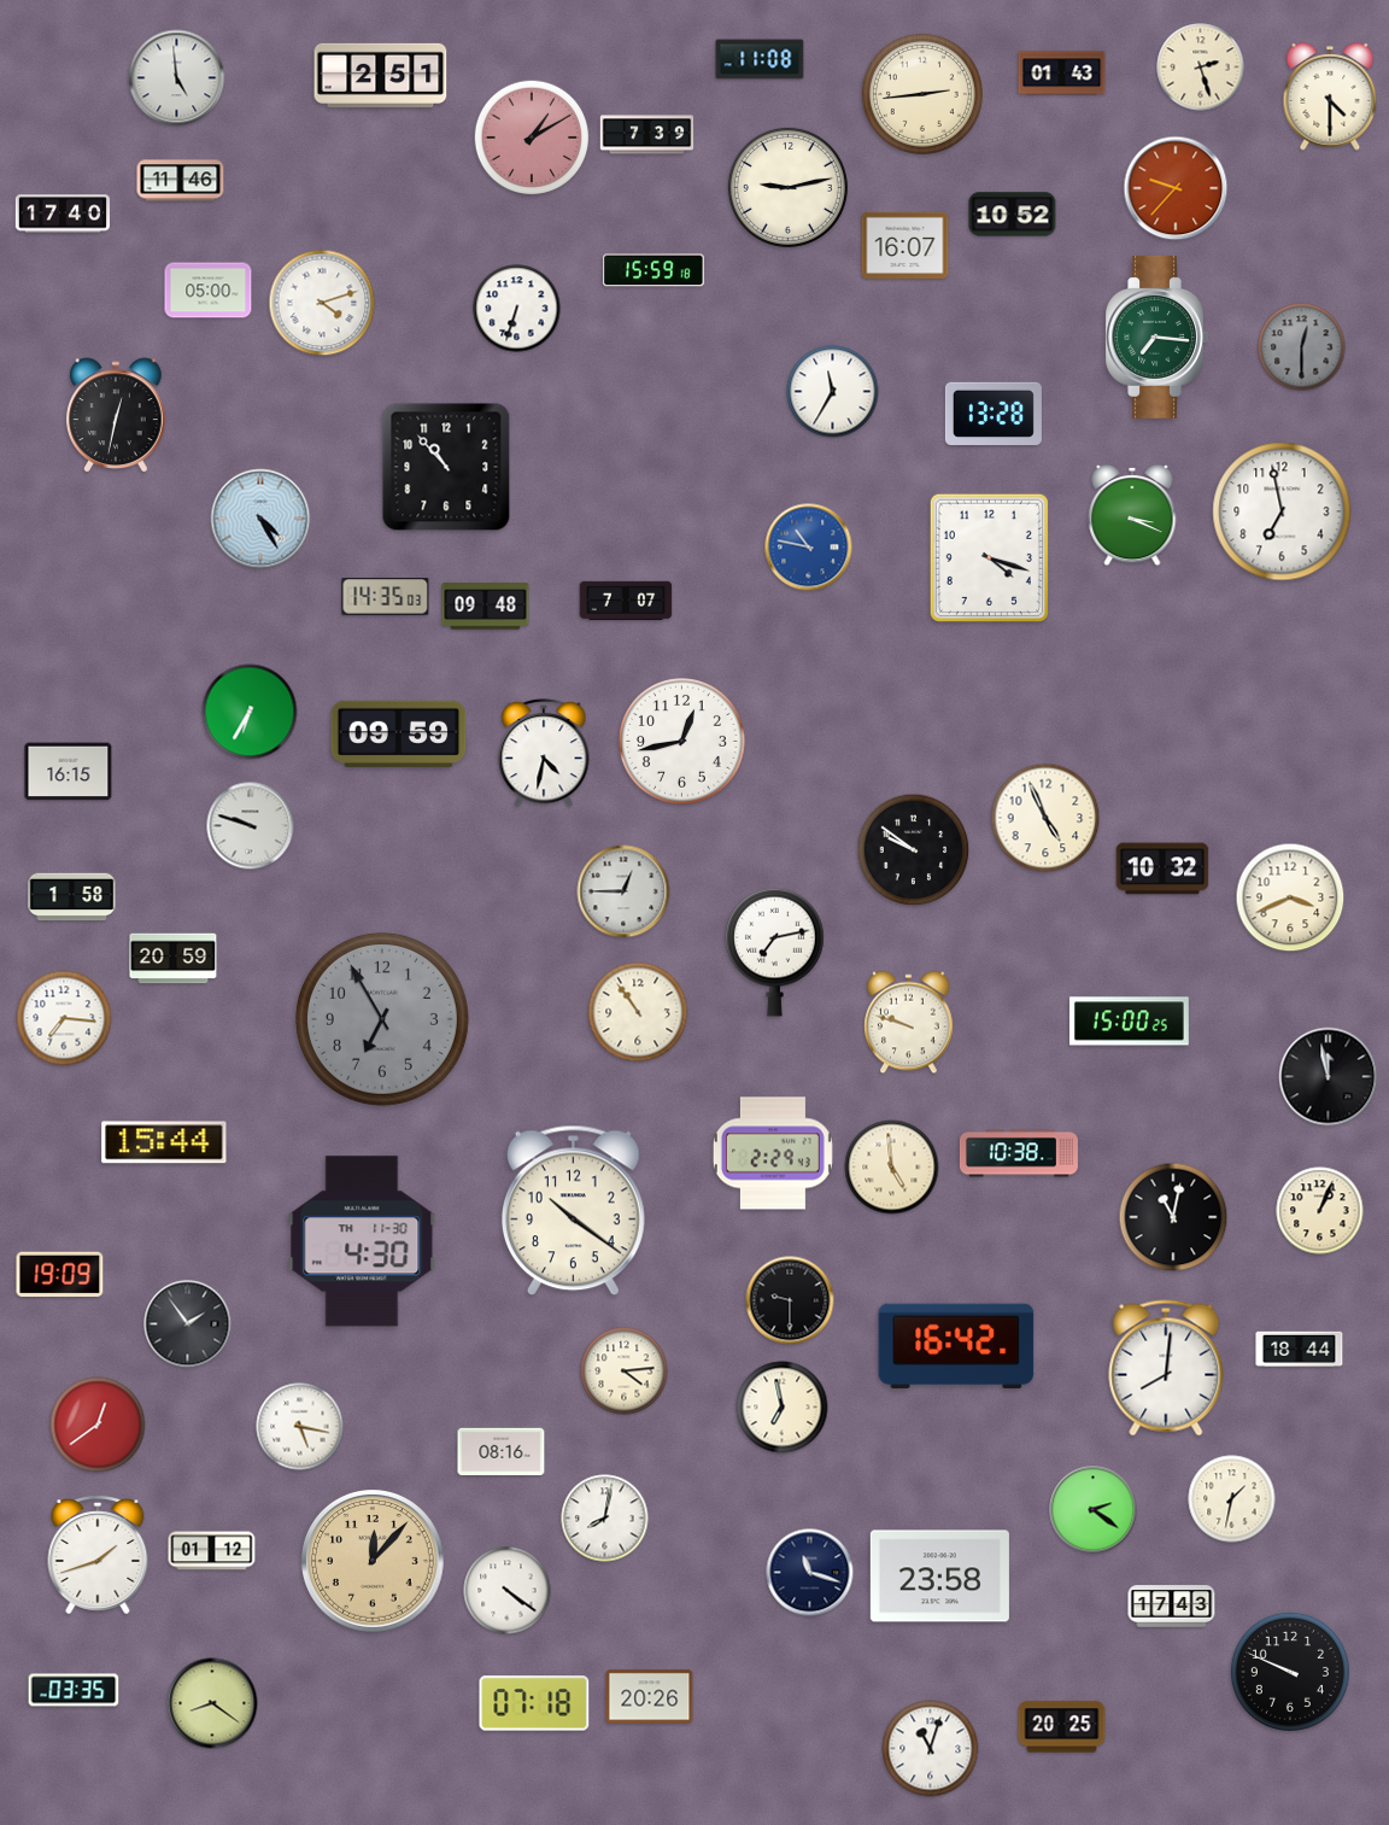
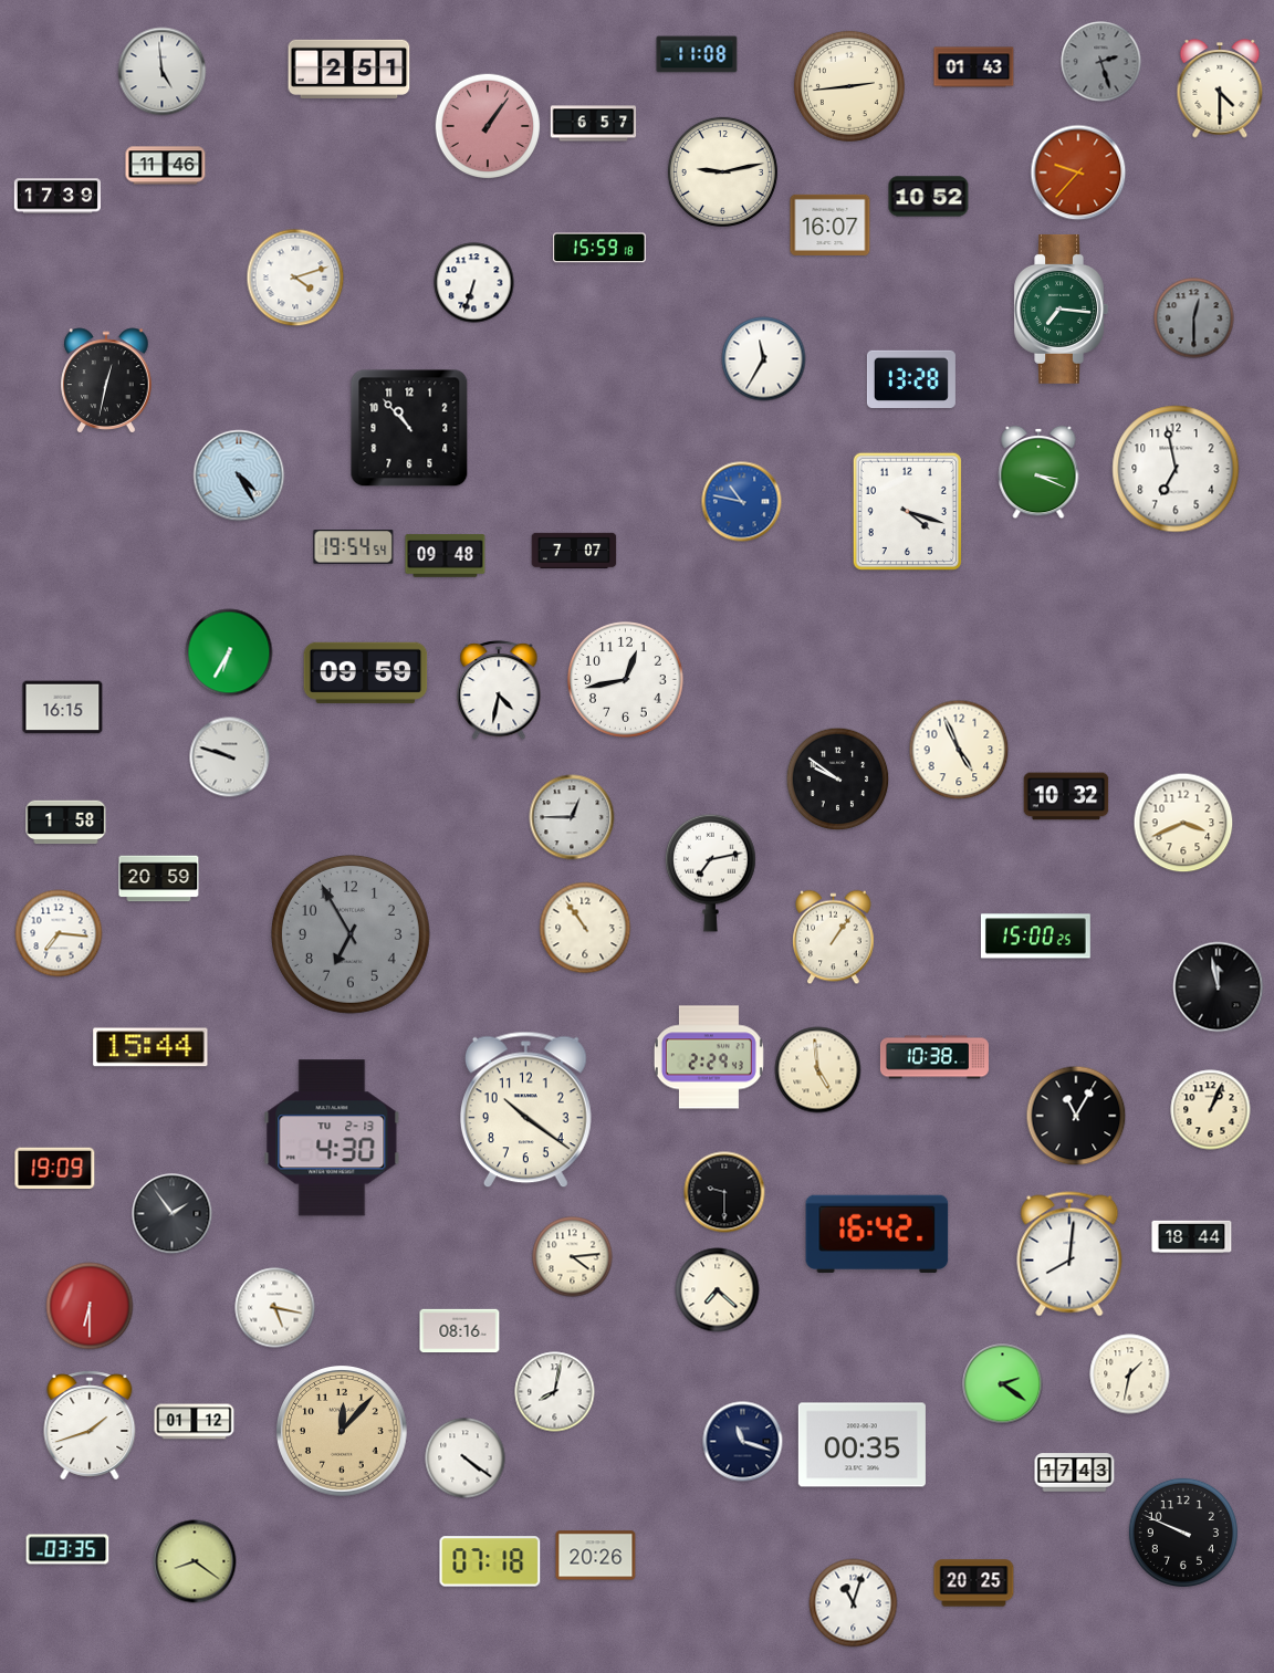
clock at (1201, 68) dial: cream -> grey
clock at (922, 94) position: (922, 94) -> (849, 86)
clock at (647, 135): 7:39 -> 6:57
clock at (532, 138): 1:10 -> 1:06
clock at (61, 213): 17:40 -> 17:39
clock at (209, 291): 05:00 -> none
clock at (386, 597): 14:35 -> 19:54
clock at (909, 1023): 9:48 -> 1:06
clock at (1173, 1217): 11:02 -> 11:05
clock at (362, 1241) date: TH 11-30 -> TU 2-13
clock at (783, 1408): 6:58 -> 7:22
clock at (98, 1425): 12:39 -> 6:30
clock at (939, 1577): 23:58 -> 00:35
